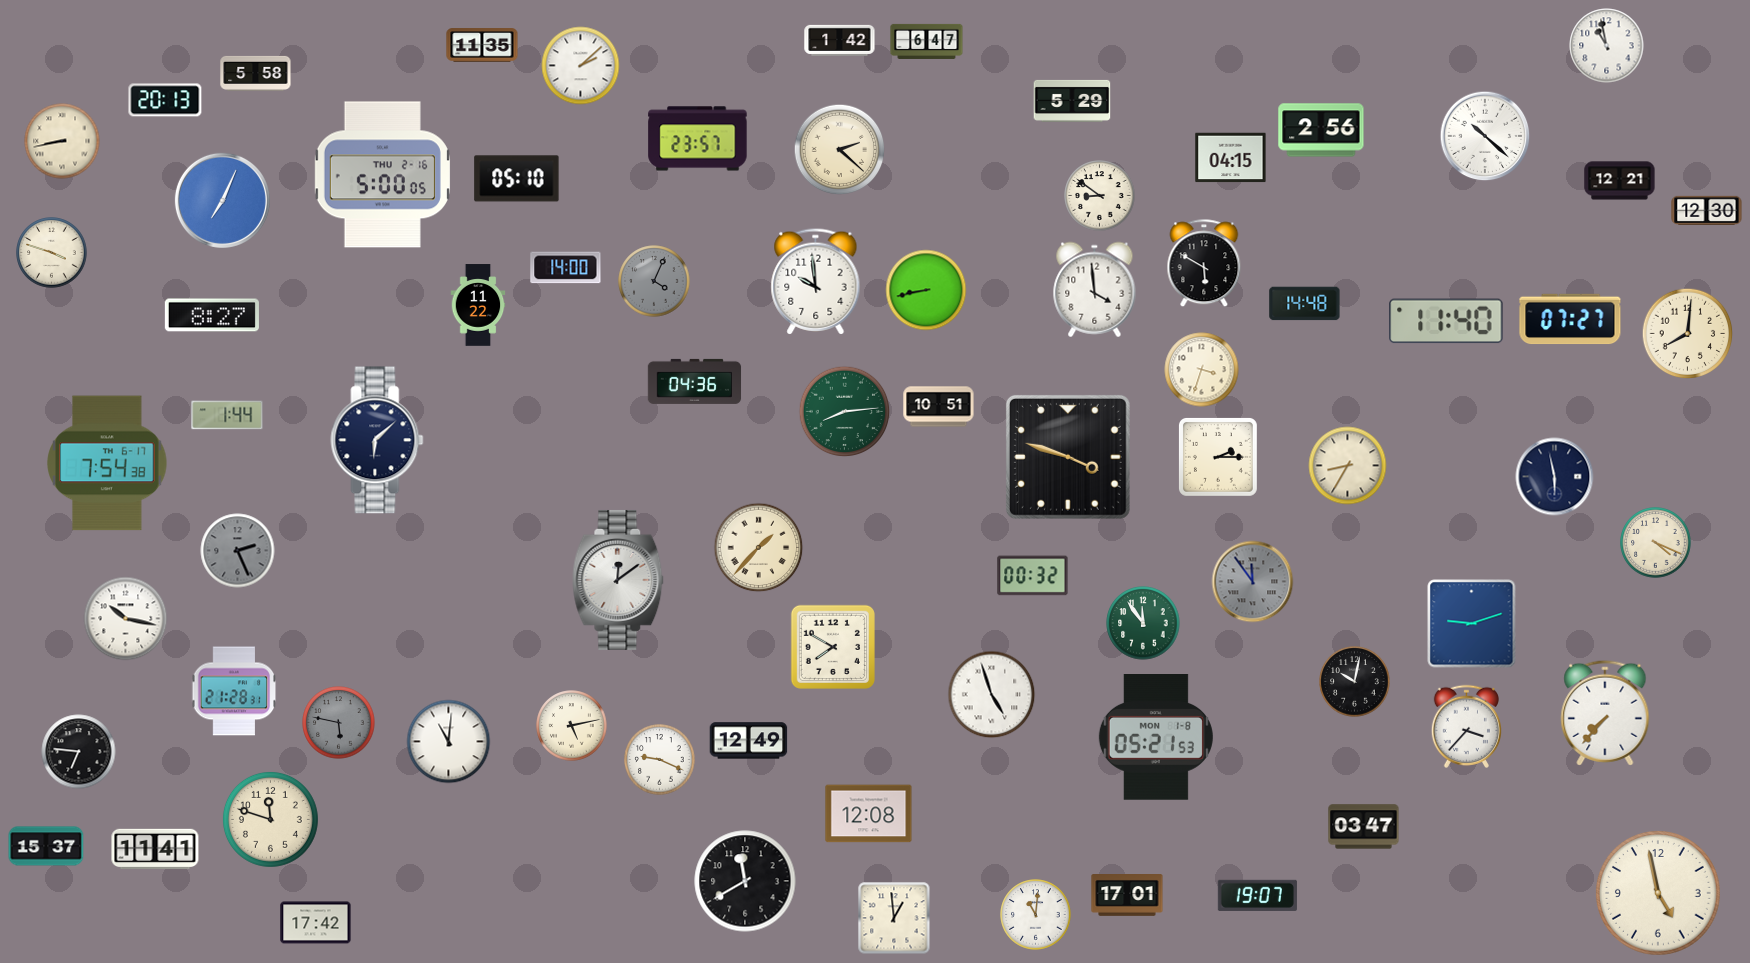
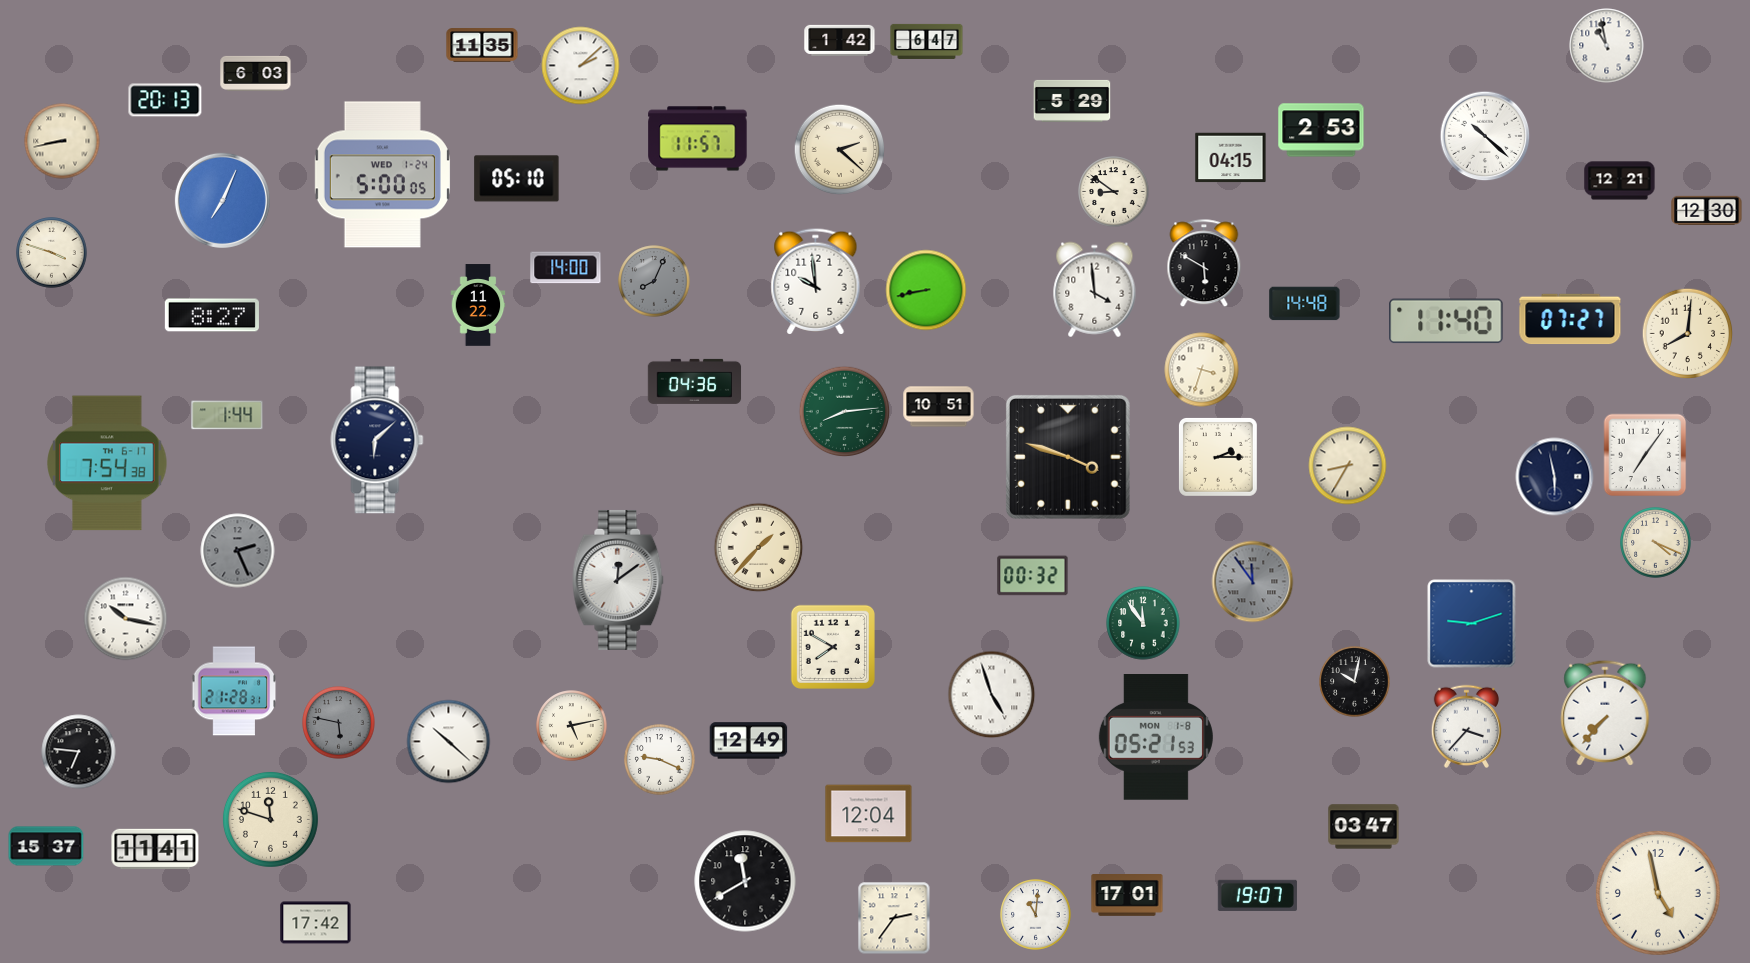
clock at (256, 73): 5:58 -> 6:03
clock at (1321, 130): 2:56 -> 2:53
clock at (698, 139): 23:57 -> 11:57
clock at (382, 175) date: THU 2-16 -> WED 1-24
clock at (1100, 196) position: (1100, 196) -> (1114, 192)
clock at (654, 281): 4:04 -> 8:04
clock at (1645, 455): none -> 7:06
clock at (449, 742): 11:01 -> 10:22
clock at (869, 814): 12:08 -> 12:04
clock at (894, 918): 12:59 -> 2:36
